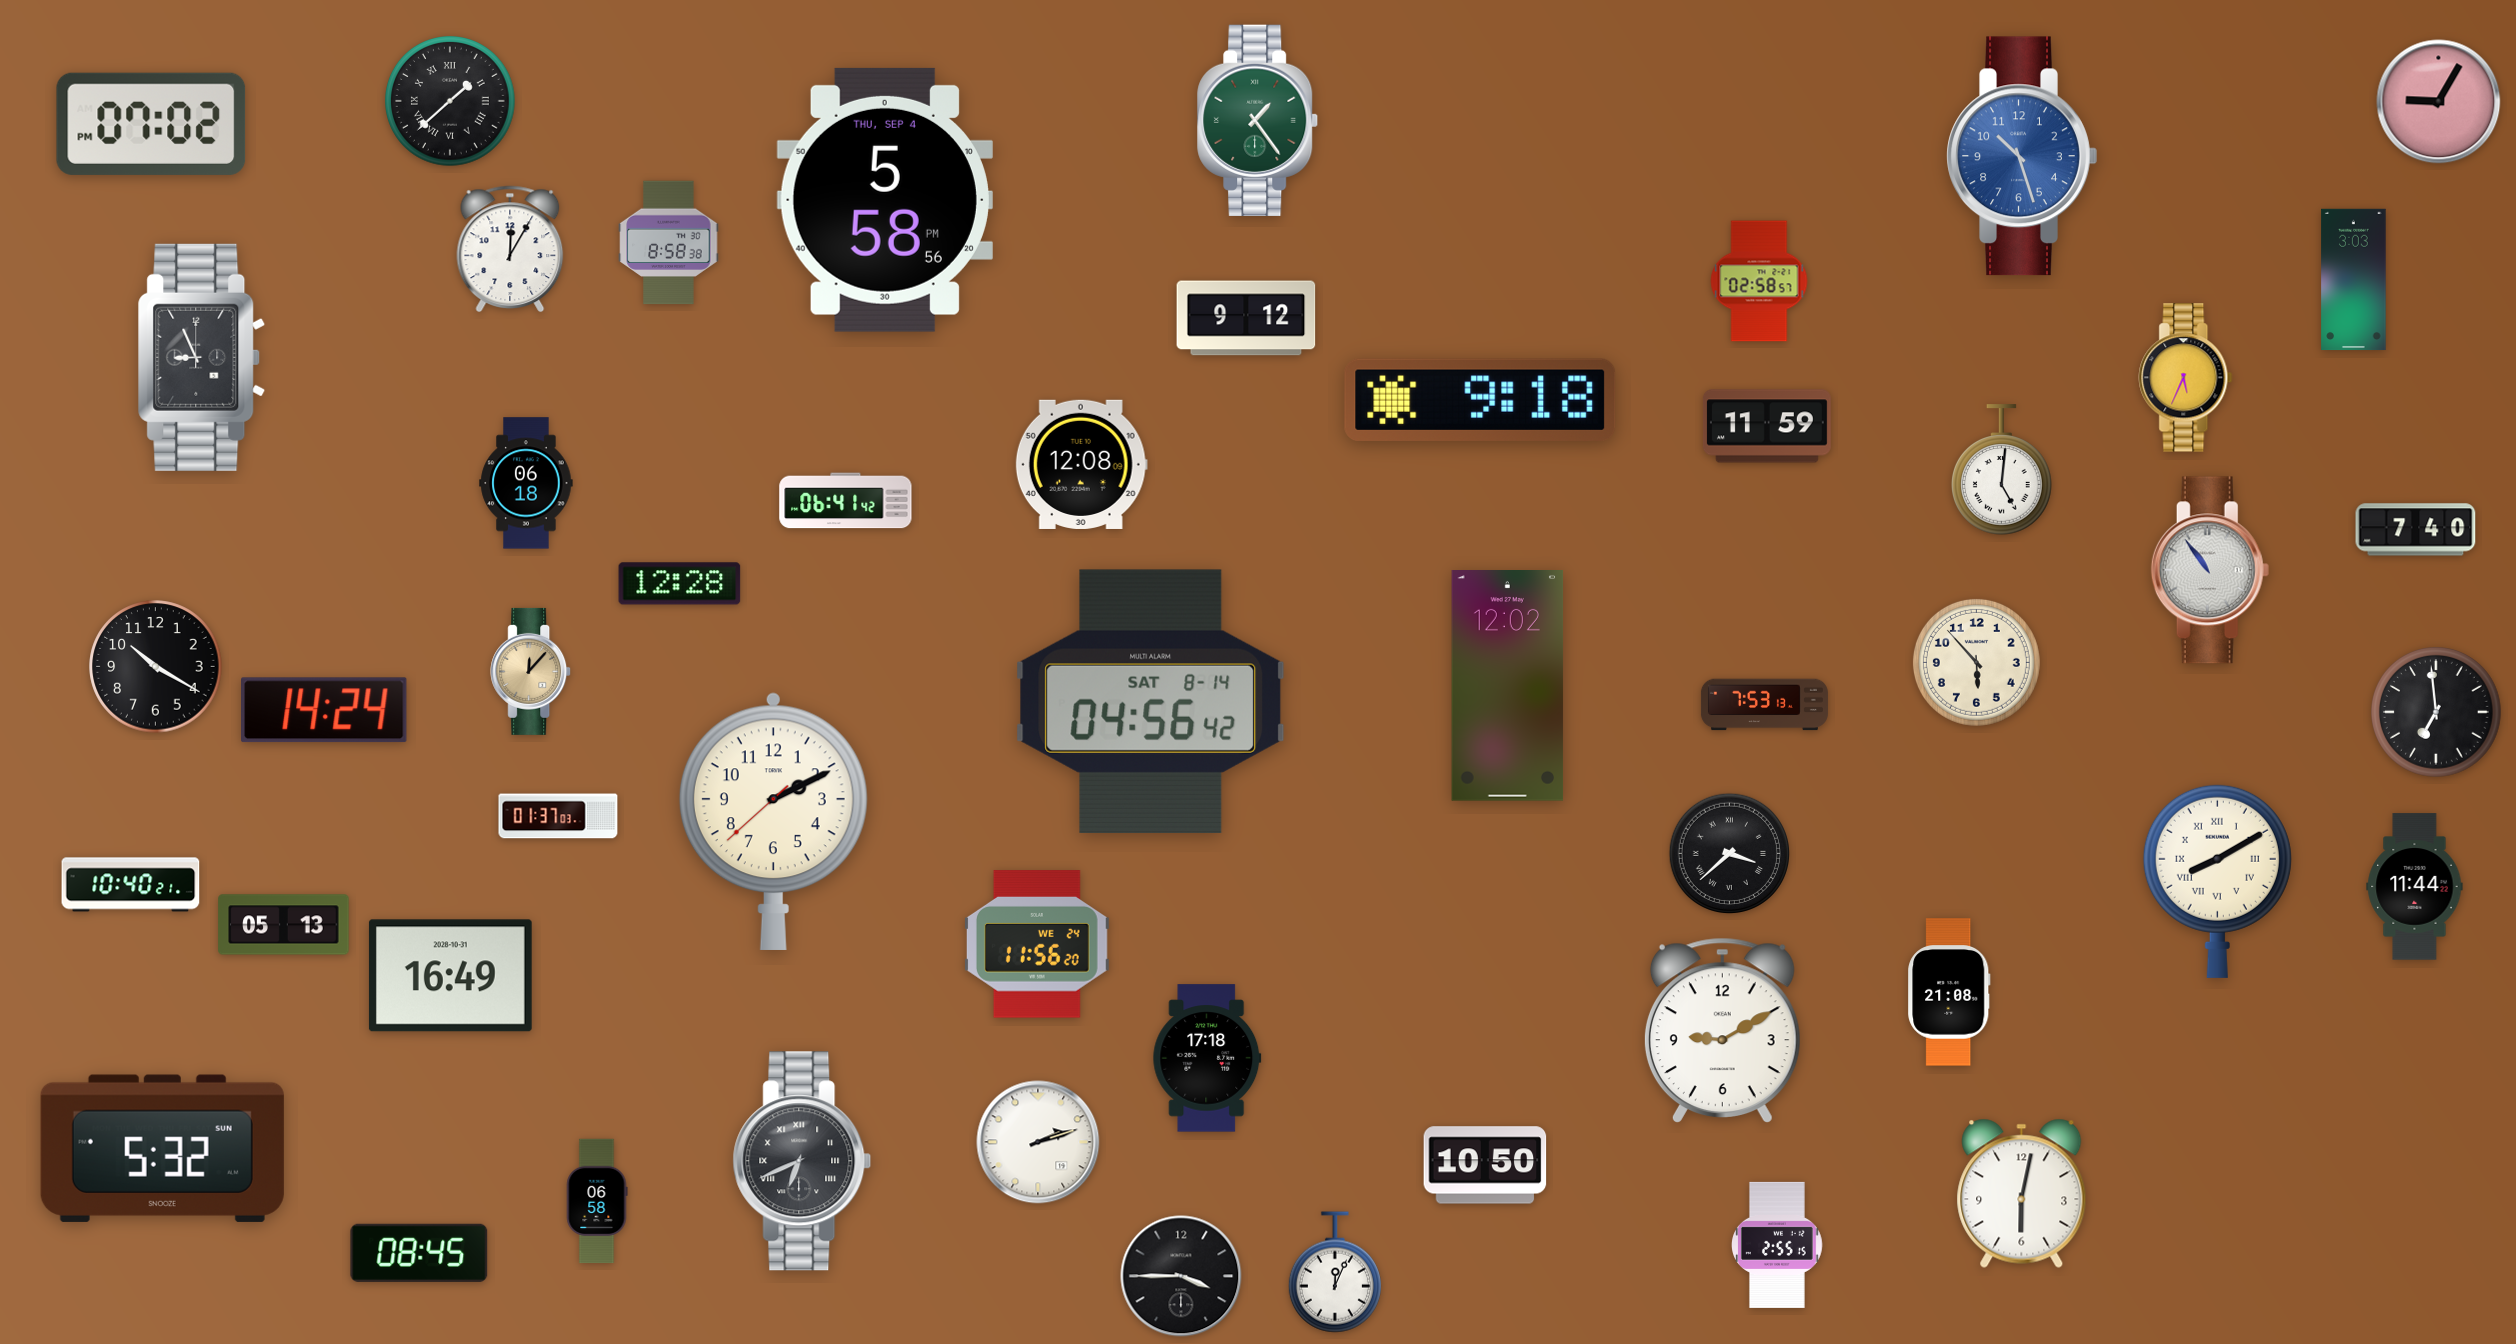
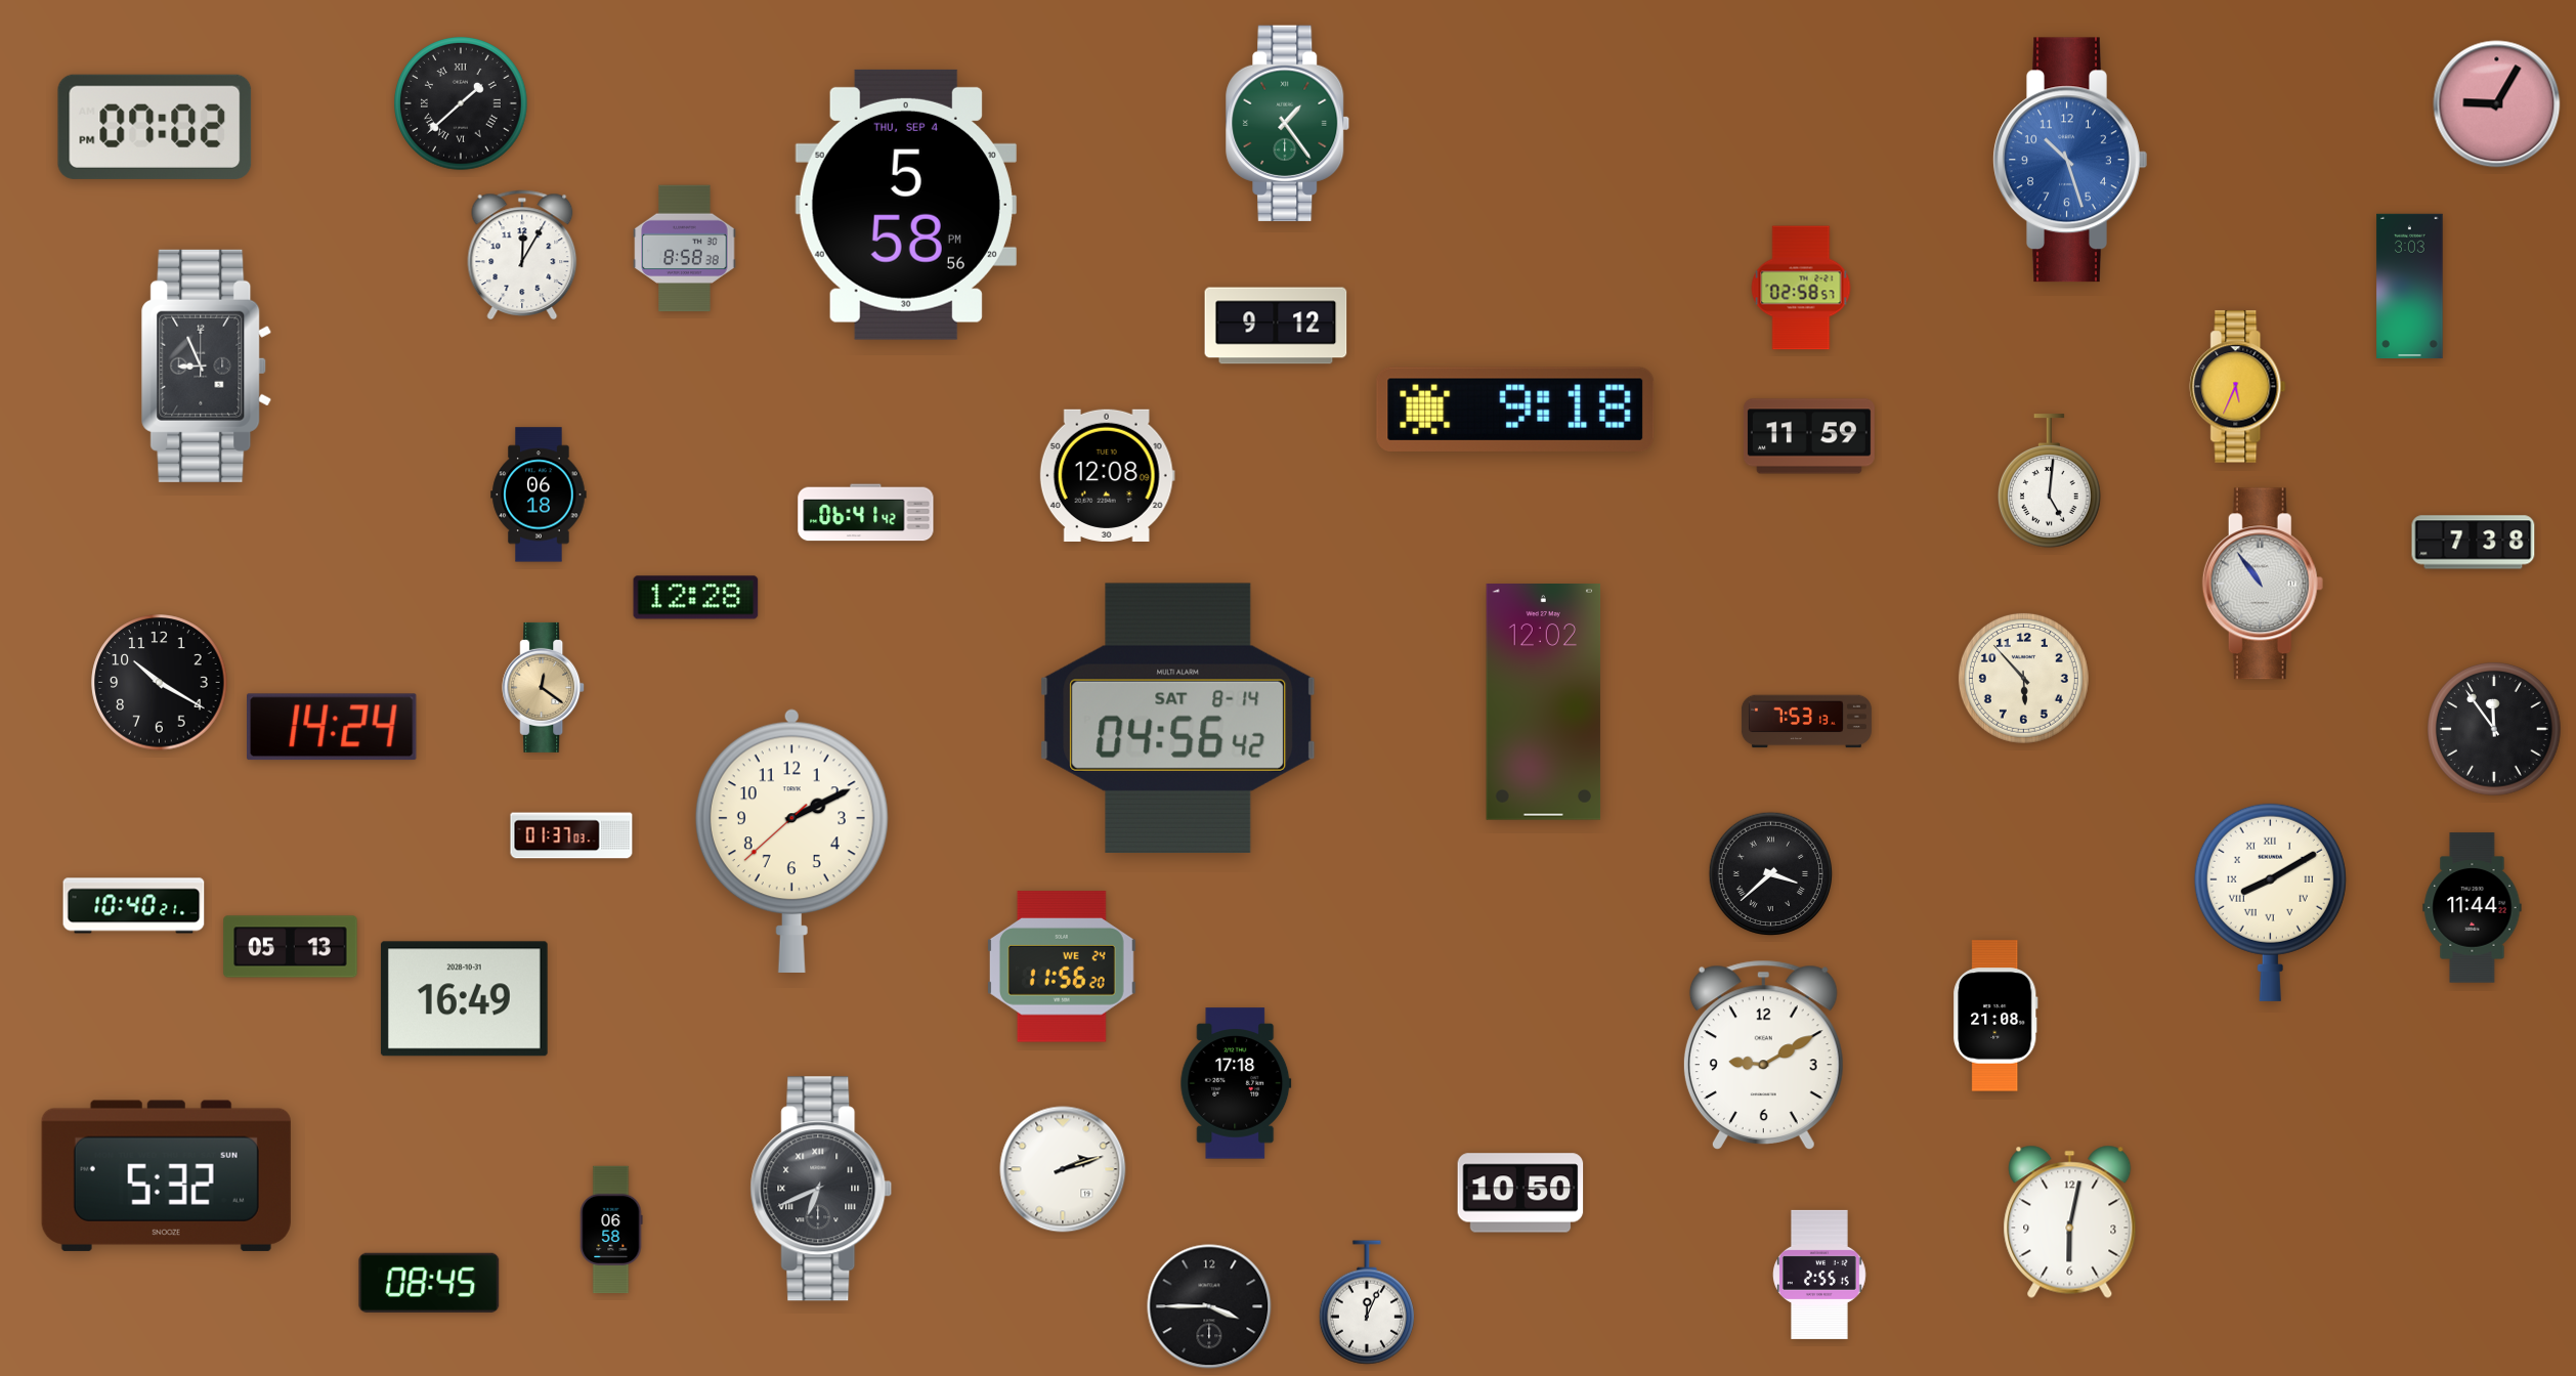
clock at (2416, 530): 7:40 -> 7:38
clock at (531, 671): 12:07 -> 12:21
clock at (2437, 713): 6:59 -> 11:54
clock at (450, 976) position: (450, 976) -> (464, 999)
